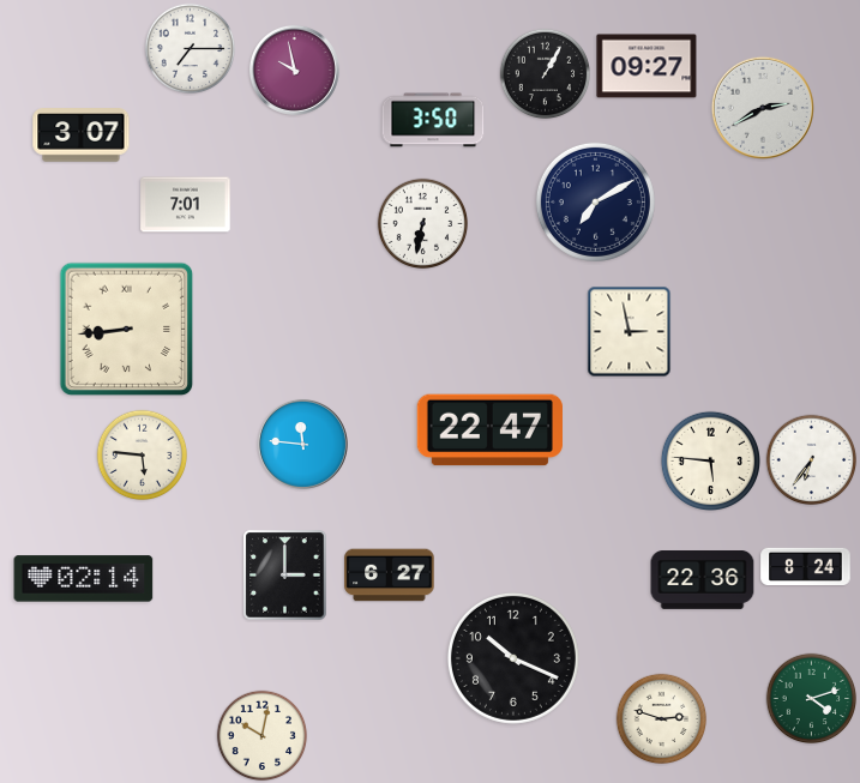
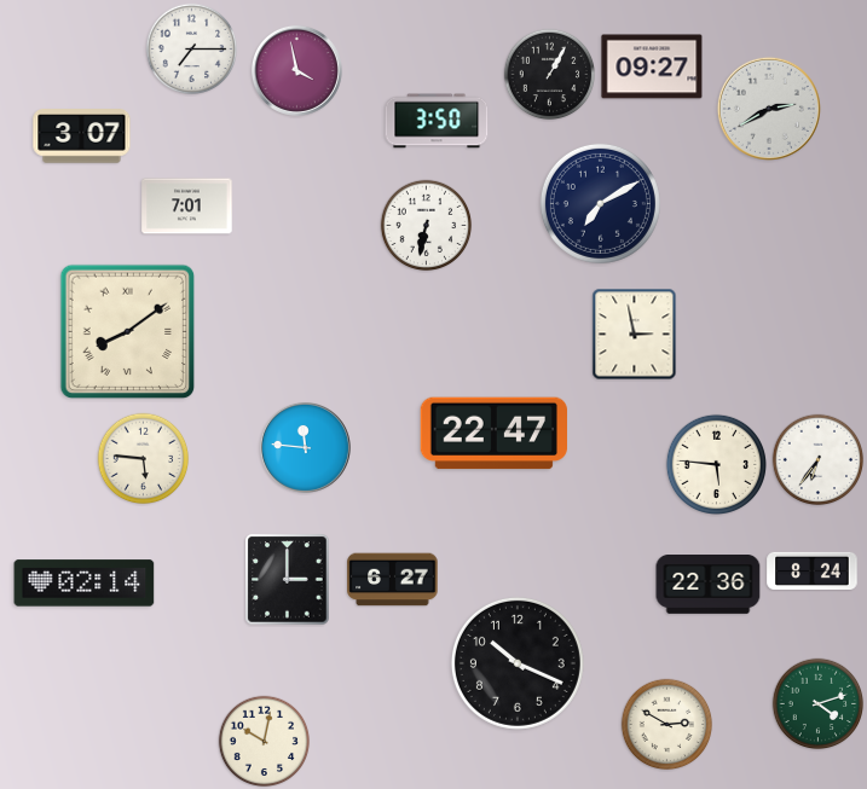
clock at (294, 70): 9:58 -> 3:58
clock at (127, 330): 8:44 -> 8:09
clock at (812, 460) position: (812, 460) -> (819, 460)
clock at (662, 719): 2:48 -> 2:50
